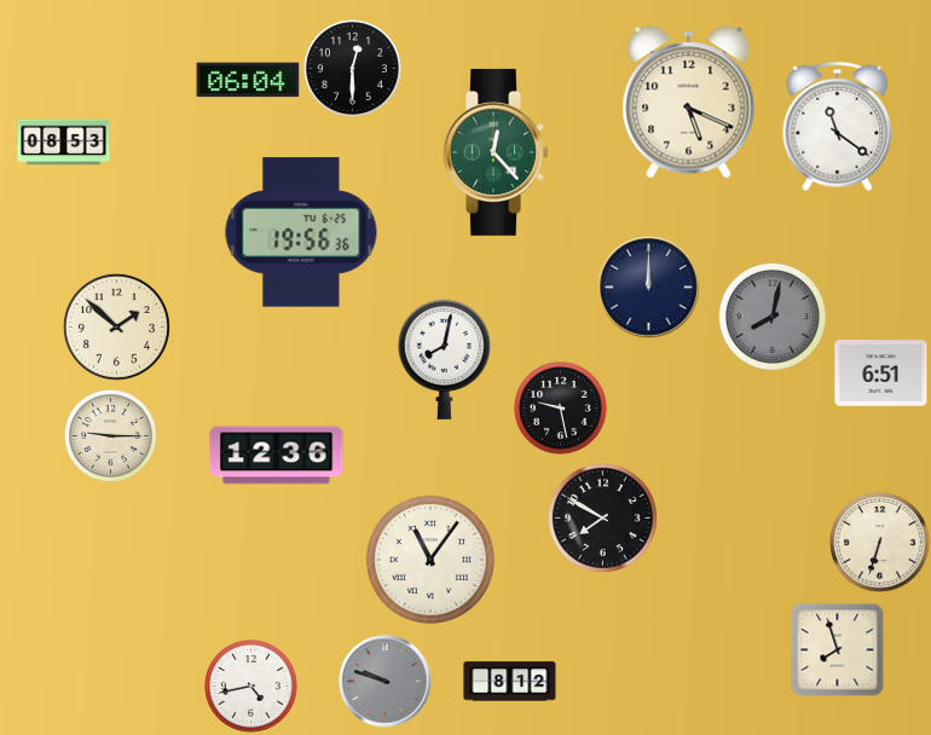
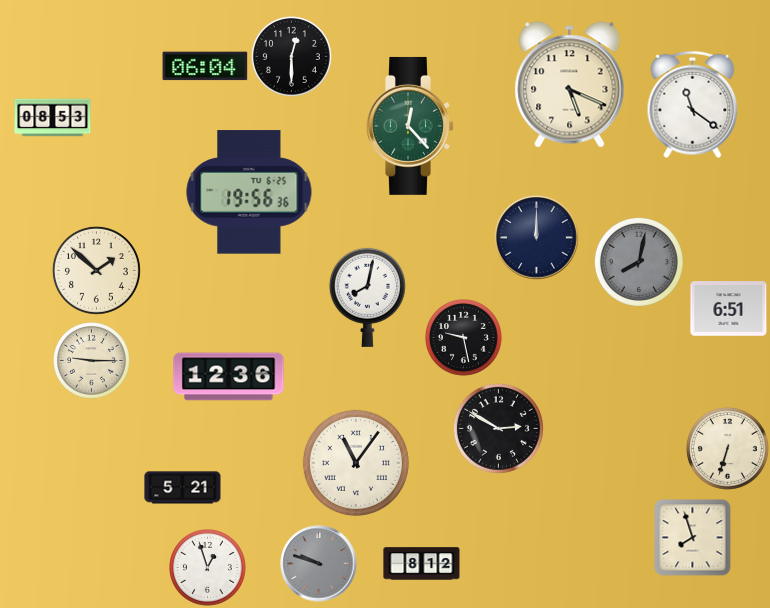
clock at (602, 517): 7:50 -> 2:50
clock at (183, 488): none -> 5:21
clock at (251, 687): 4:43 -> 12:57
